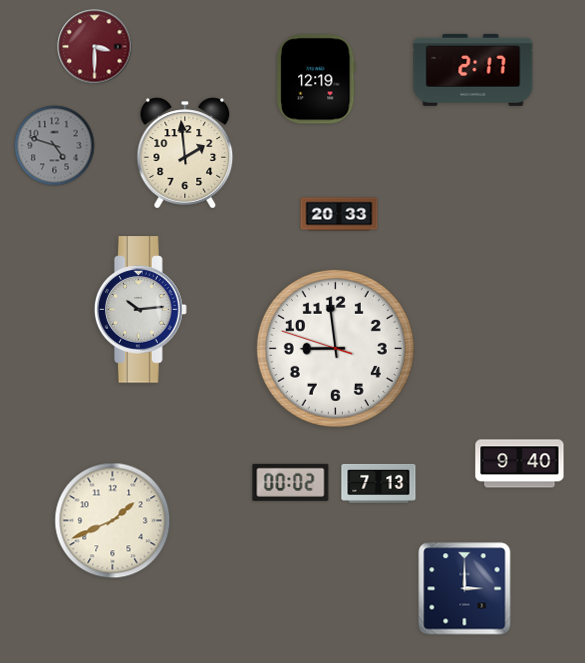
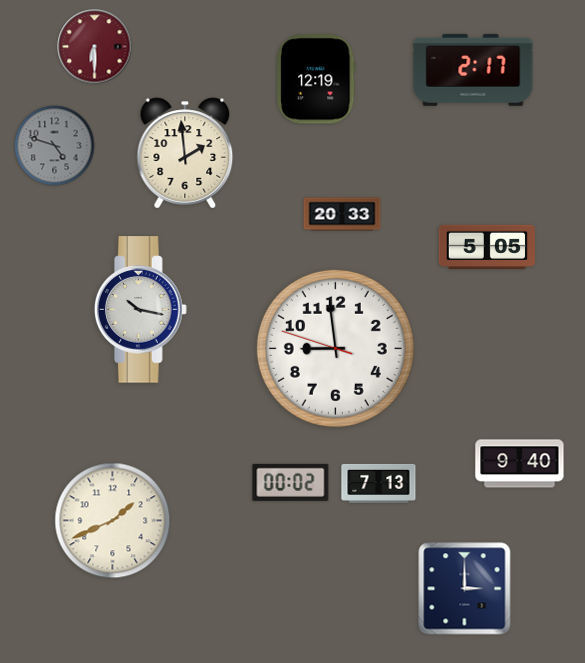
clock at (95, 47): 3:30 -> 6:30
clock at (339, 214) position: (339, 214) -> (342, 214)
clock at (487, 246): none -> 5:05
clock at (141, 310): 10:14 -> 10:17
